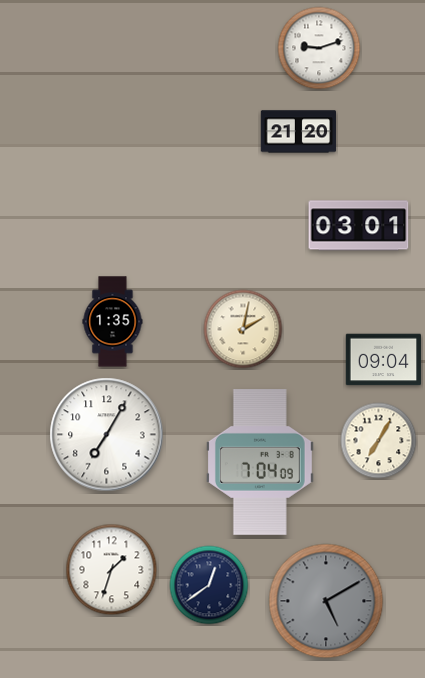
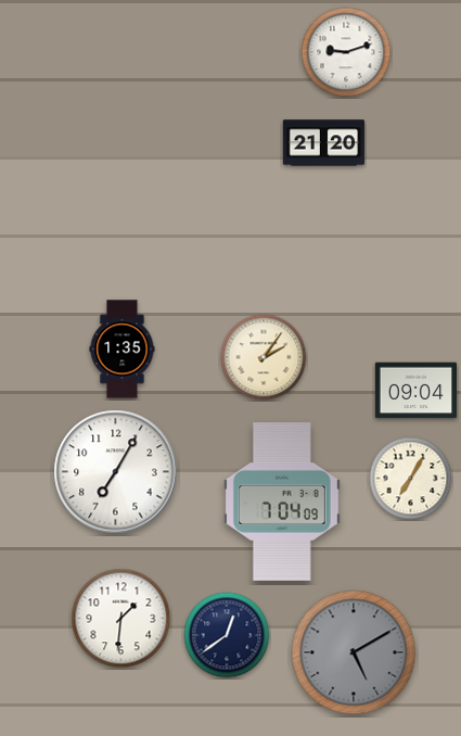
clock at (359, 226): 03:01 -> none
clock at (243, 329): 2:02 -> 2:06
clock at (112, 570): 1:33 -> 1:31
